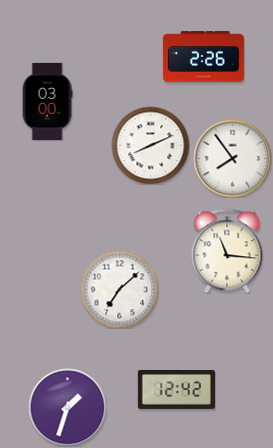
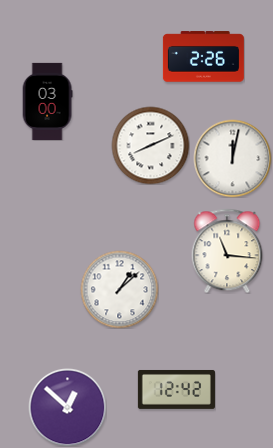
clock at (232, 158): 7:54 -> 12:02
clock at (119, 289): 7:08 -> 1:08
clock at (67, 407): 1:33 -> 12:52
